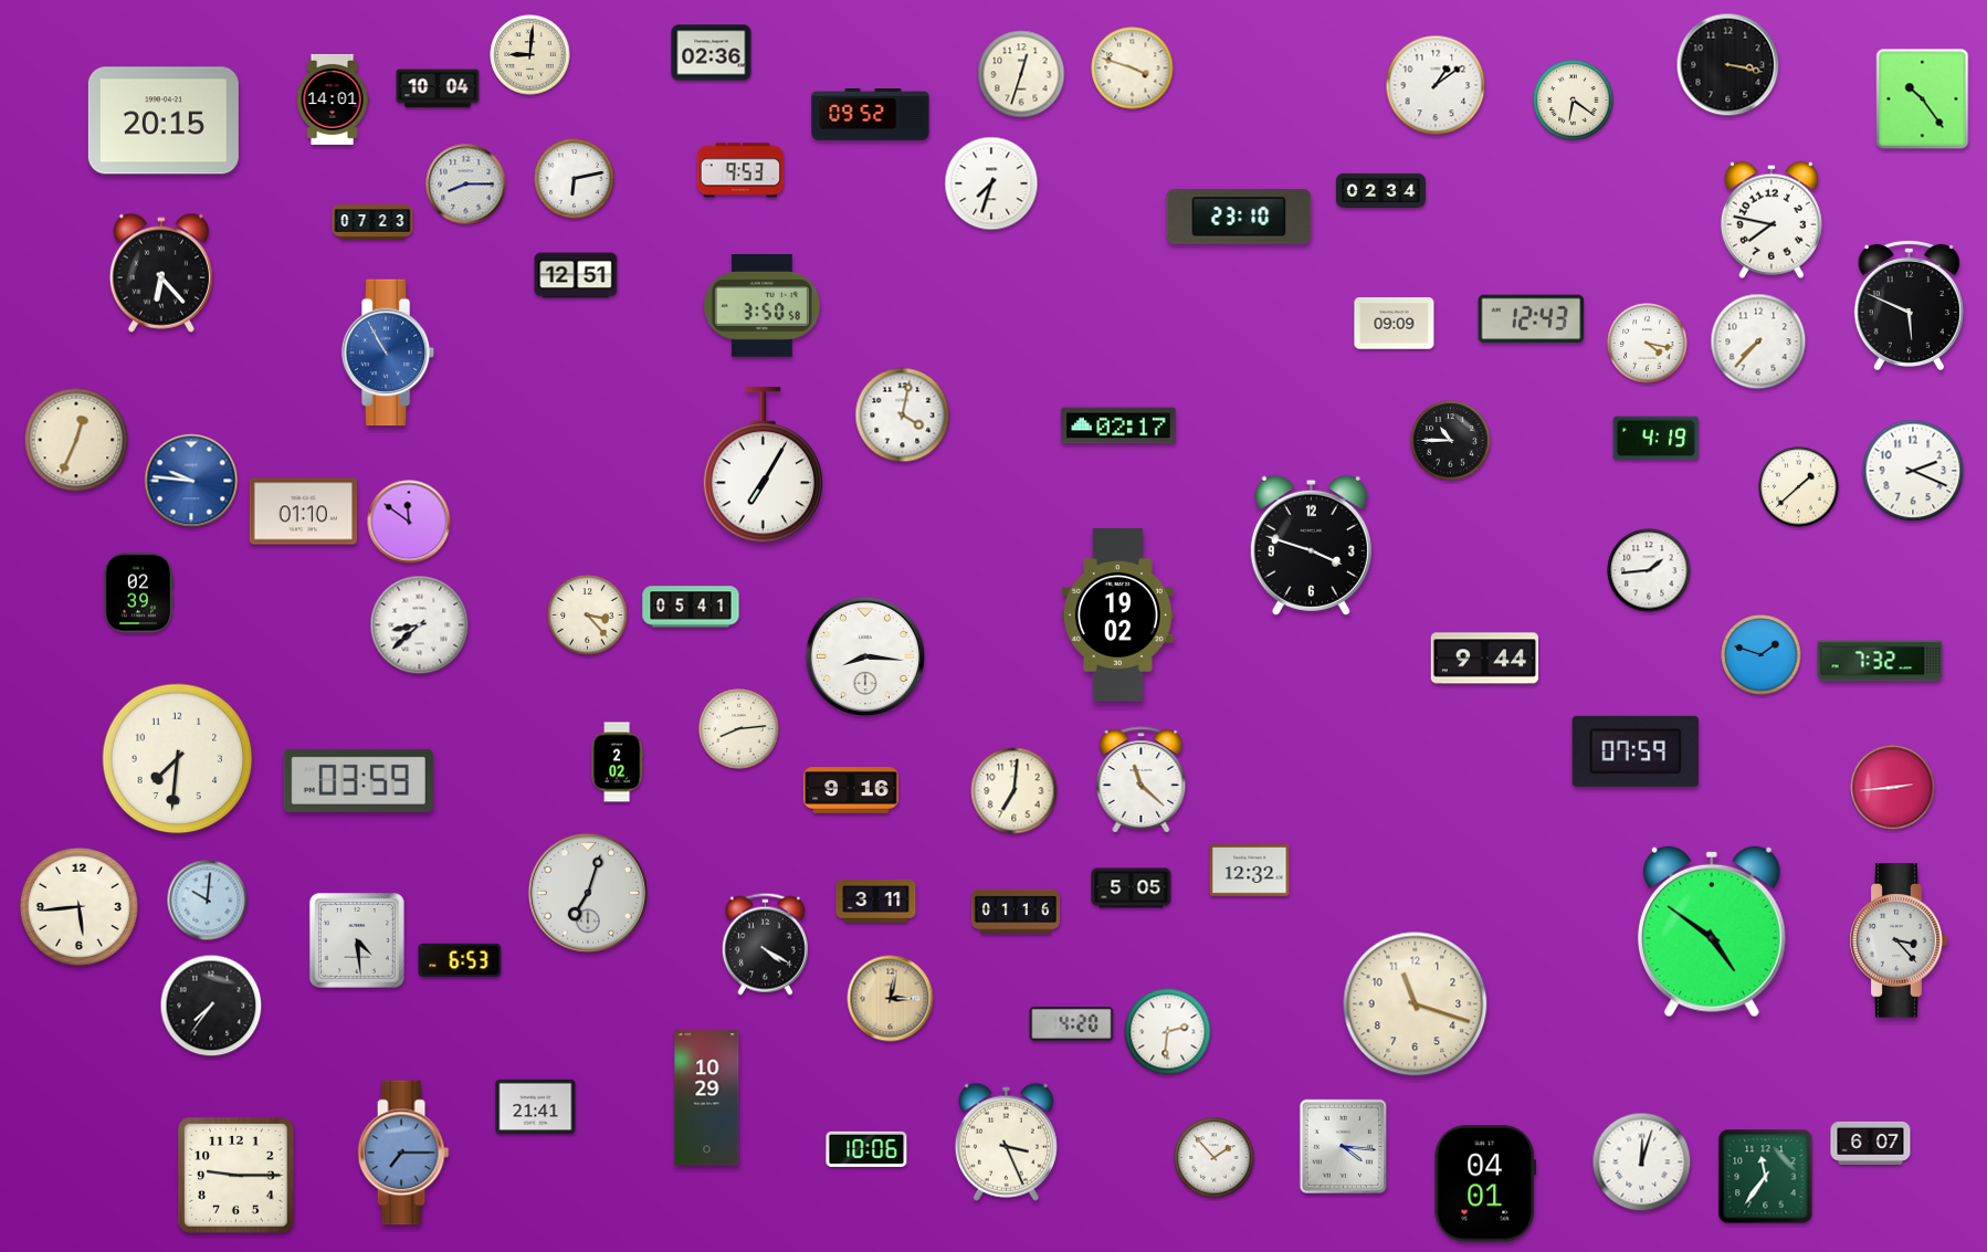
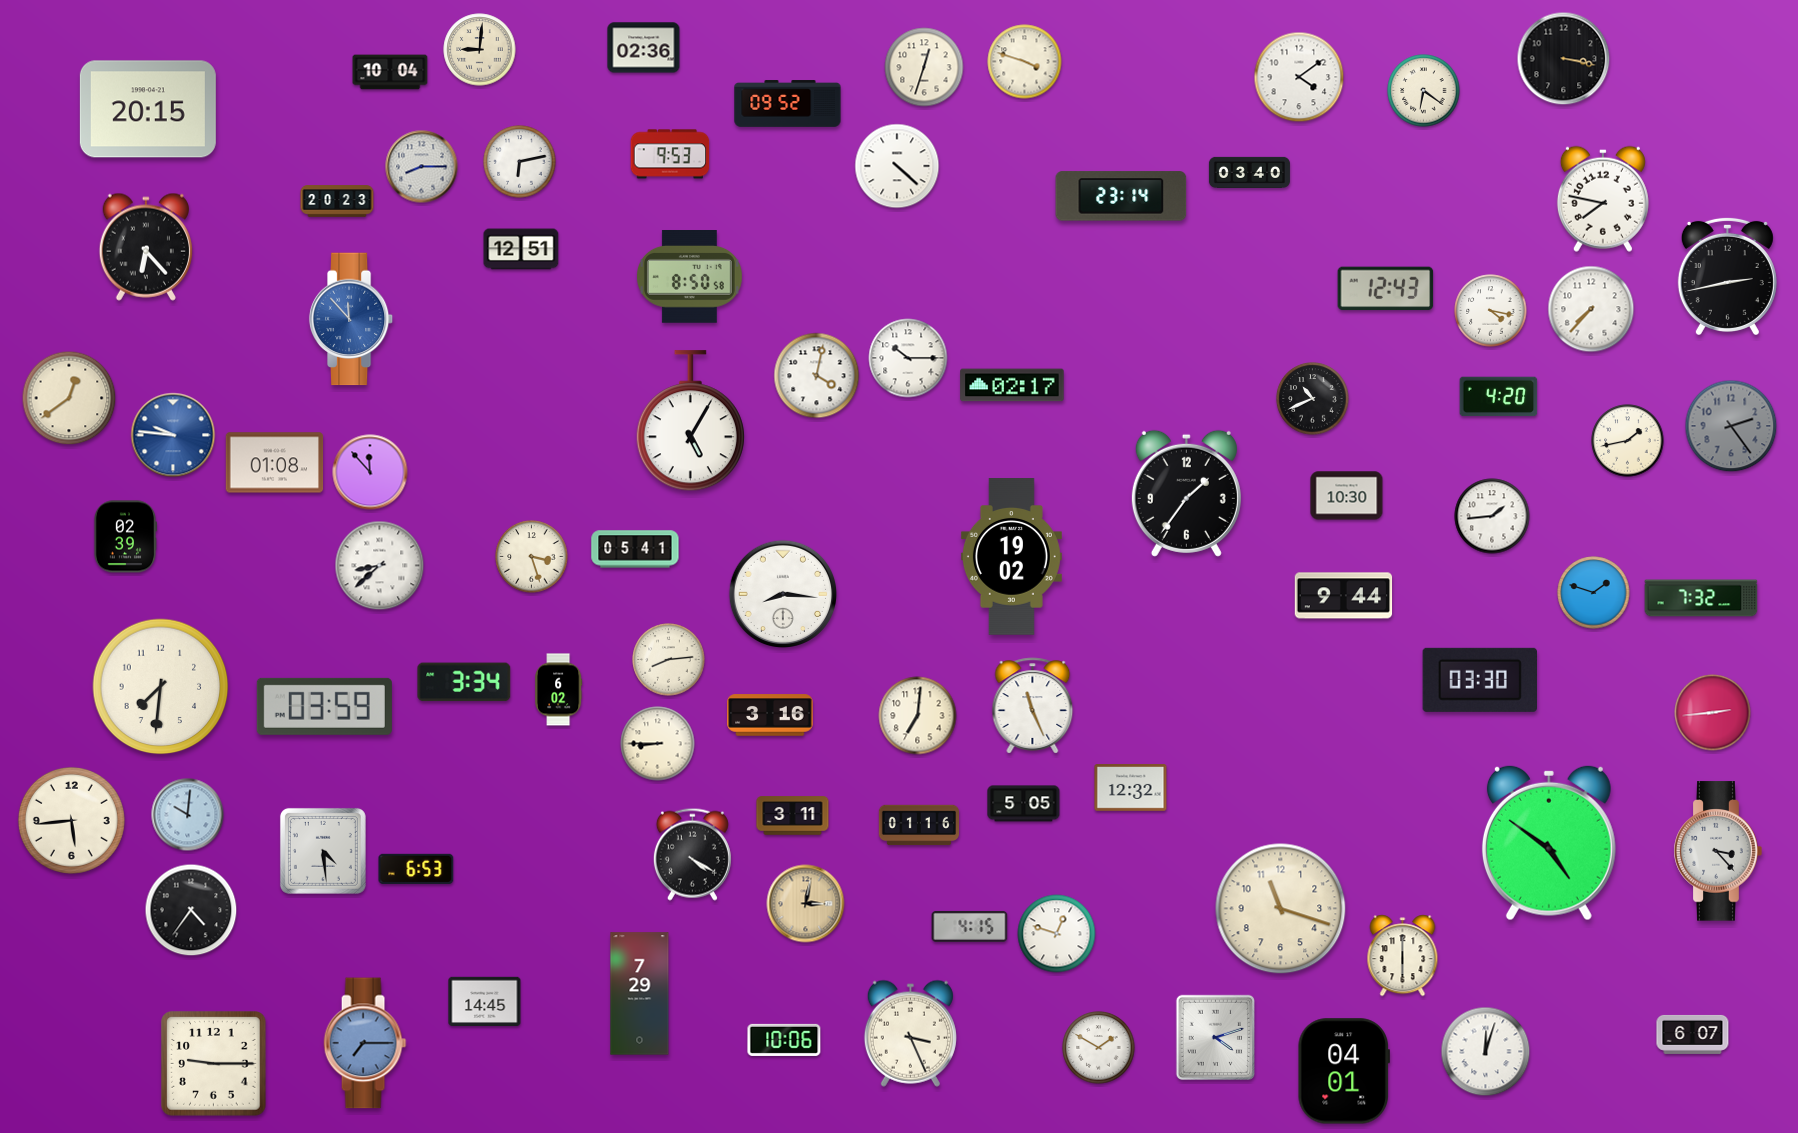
clock at (1436, 85): 1:09 -> 4:09
clock at (438, 88) position: (438, 88) -> (390, 72)
clock at (333, 99): 14:01 -> none
clock at (1923, 99): 10:24 -> none
clock at (991, 183): 7:33 -> 4:22
clock at (1380, 190): 02:34 -> 03:40
clock at (1239, 217): 23:10 -> 23:14
clock at (372, 222): 07:23 -> 20:23
clock at (1909, 304): 5:49 -> 2:43
clock at (761, 306): 3:50 -> 8:50
clock at (1395, 324): 09:09 -> none
clock at (388, 353): 10:55 -> 11:53
clock at (908, 358): none -> 10:15
clock at (1657, 439): 4:19 -> 4:20
clock at (76, 440): 12:34 -> 12:39
clock at (1451, 441): 10:45 -> 10:41
clock at (763, 465): 7:05 -> 5:05
clock at (1913, 471): 2:19 -> 2:24
clock at (1913, 471) dial: white -> grey
clock at (1799, 487): 1:38 -> 1:43
clock at (304, 512): 01:10 -> 01:08
clock at (409, 522): 11:51 -> 11:53
clock at (1311, 545): 3:48 -> 1:36
clock at (1347, 496): none -> 10:30
clock at (691, 607) position: (691, 607) -> (635, 549)
clock at (588, 616): 3:23 -> 3:27
clock at (1634, 751): 07:59 -> 03:30
clock at (464, 682): none -> 3:34
clock at (617, 762): 2:02 -> 6:02
clock at (1142, 780): 11:22 -> 11:26
clock at (851, 790): 9:16 -> 3:16
clock at (658, 744): none -> 8:45
clock at (587, 892): 7:03 -> none
clock at (211, 1006): 7:36 -> 4:36
clock at (1072, 1023): 4:20 -> 4:15
clock at (1168, 1032): 2:31 -> 12:48
clock at (1403, 956): none -> 6:00
clock at (707, 1098): 10:29 -> 7:29
clock at (536, 1106): 21:41 -> 14:45
clock at (1343, 1146): 4:16 -> 4:12
clock at (1215, 1158): 1:53 -> 1:50
clock at (1766, 1177): 11:36 -> none
